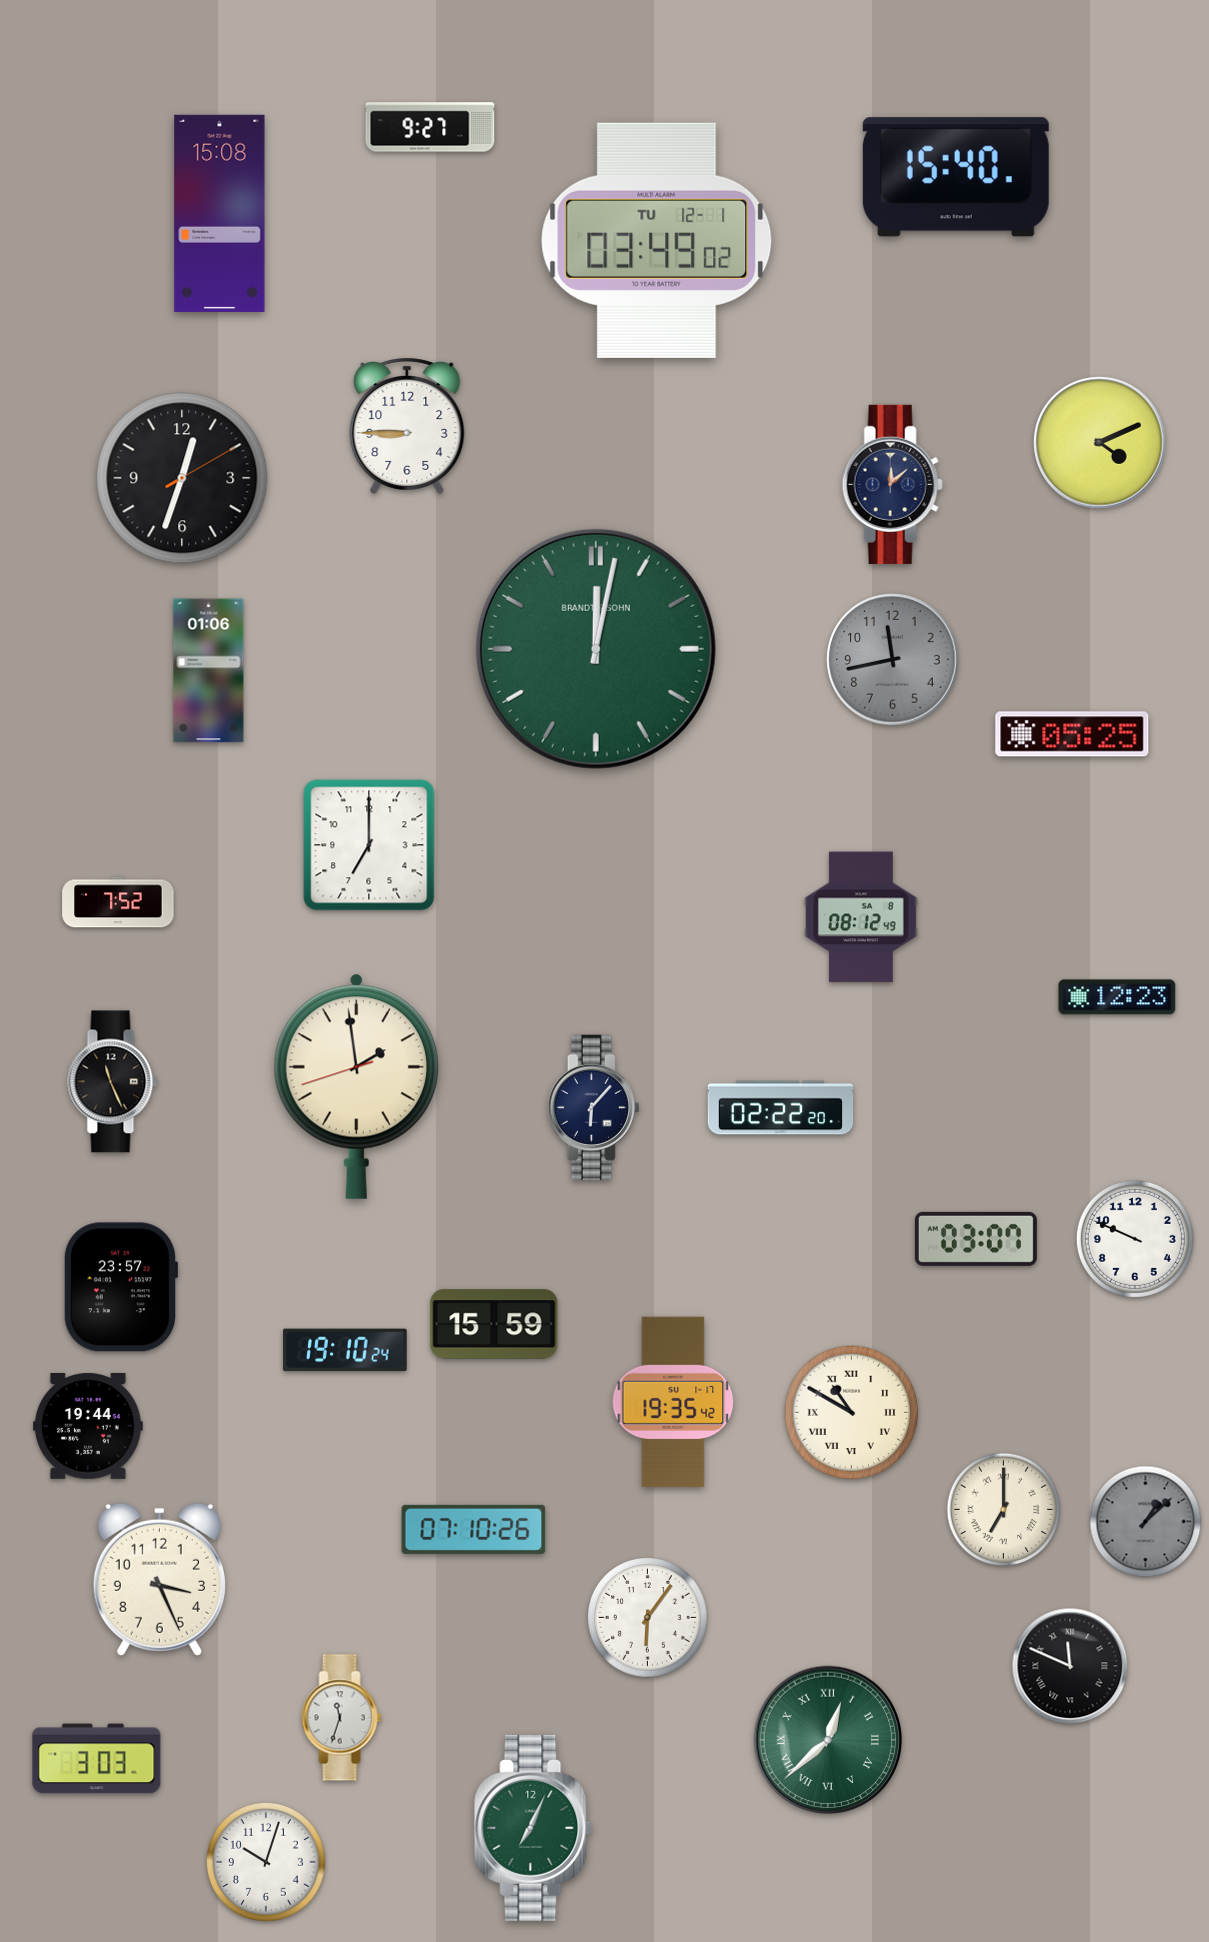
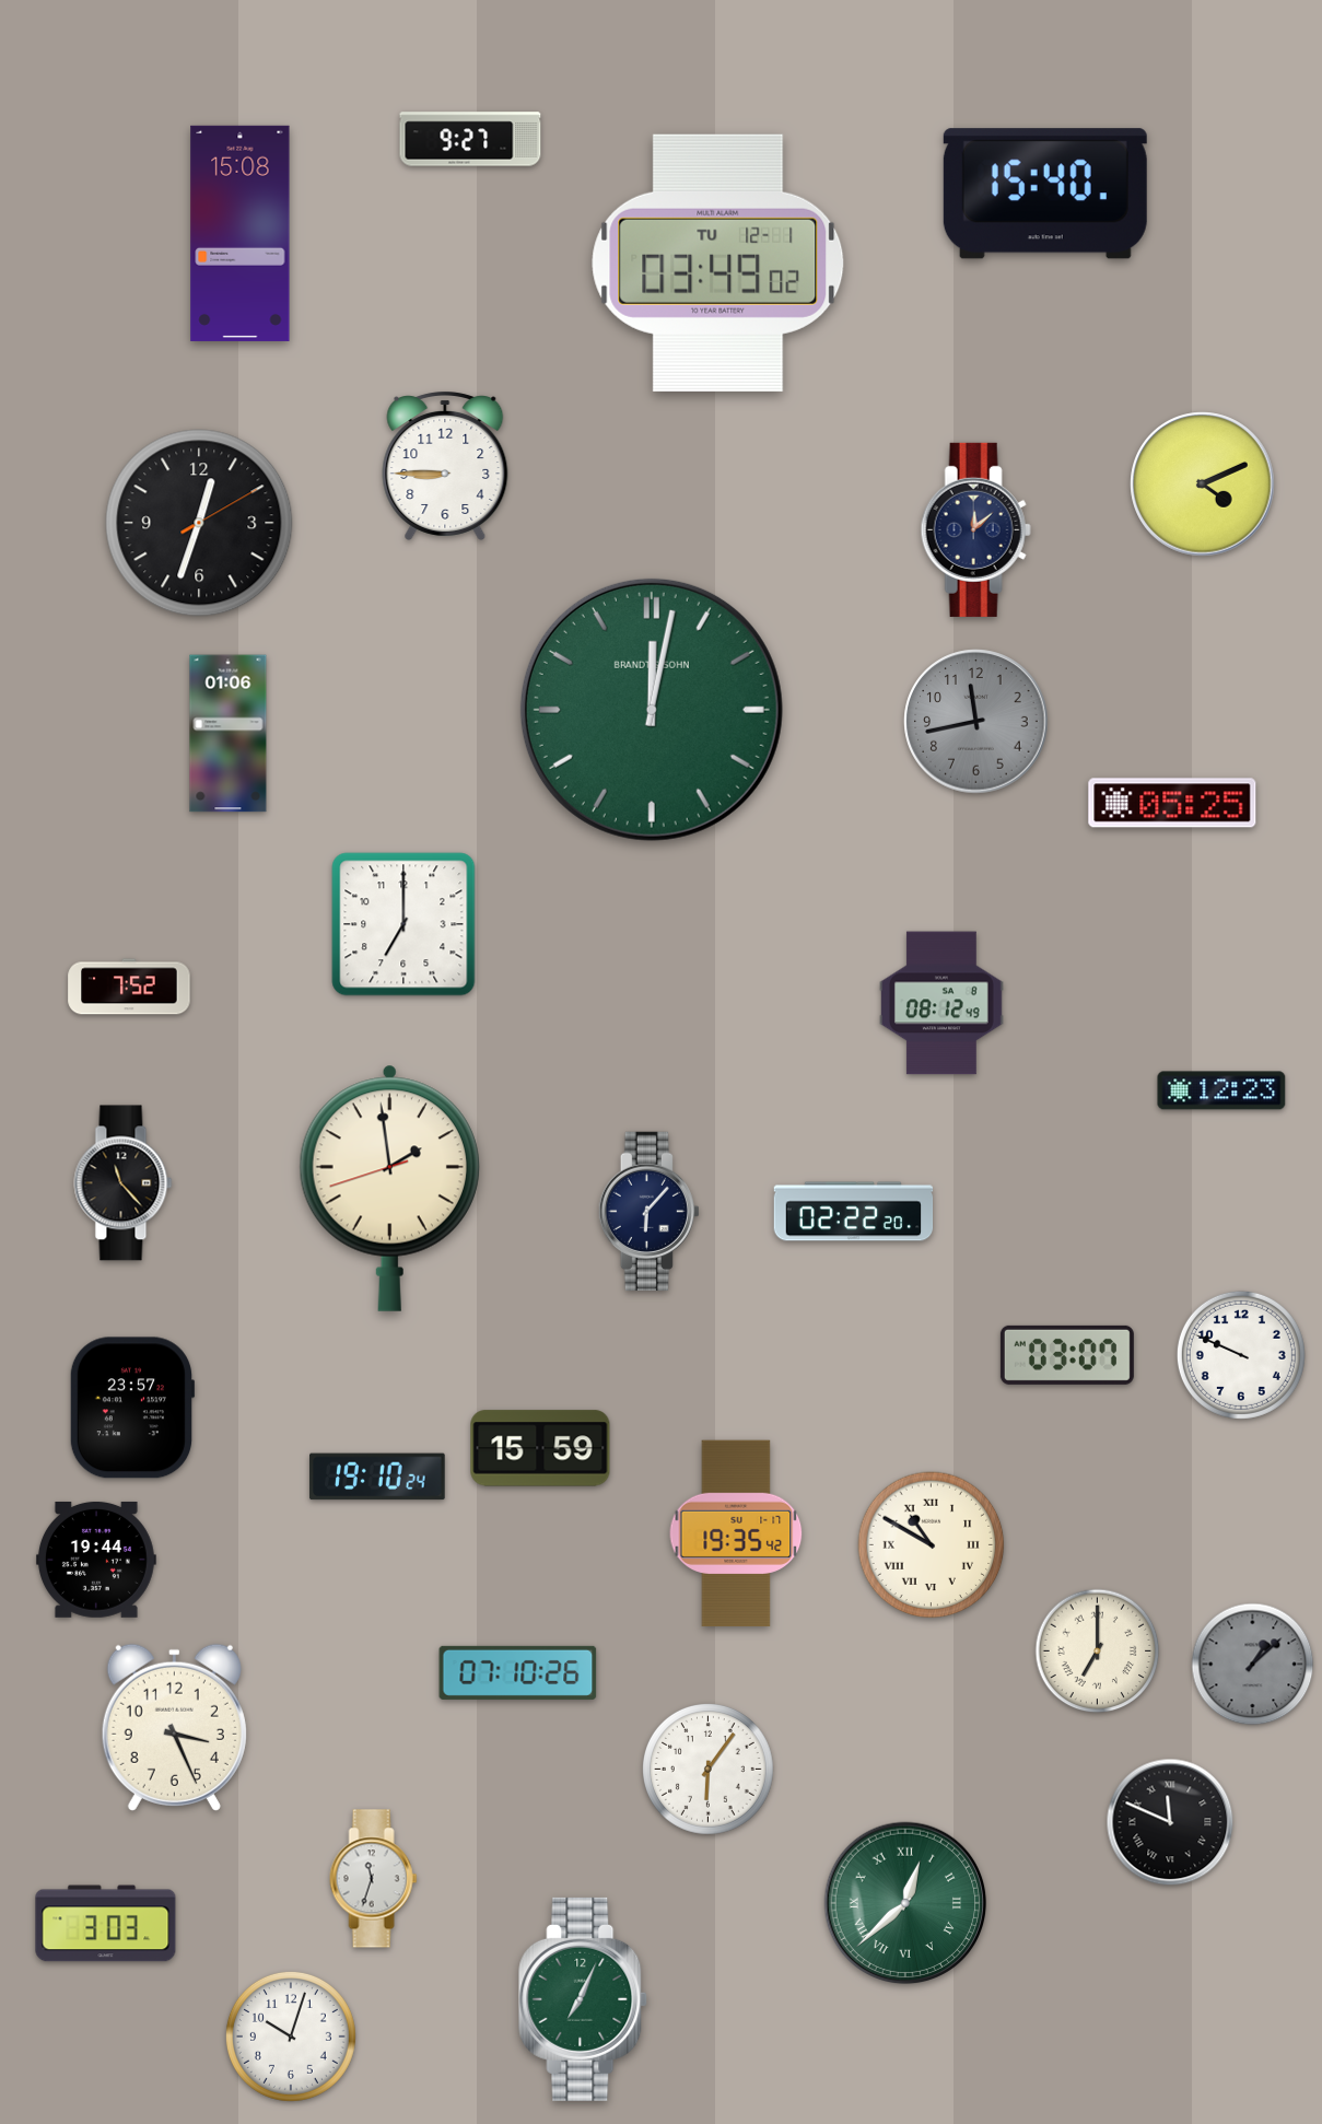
clock at (113, 1082): 11:26 -> 11:23
